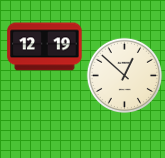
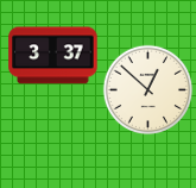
clock at (45, 47): 12:19 -> 3:37
